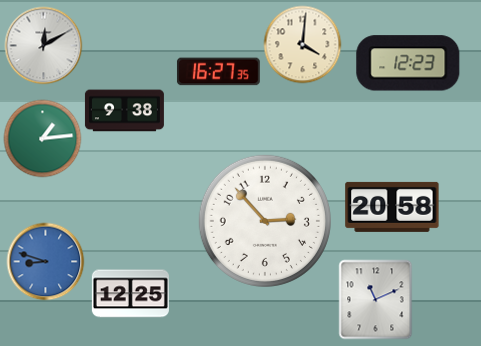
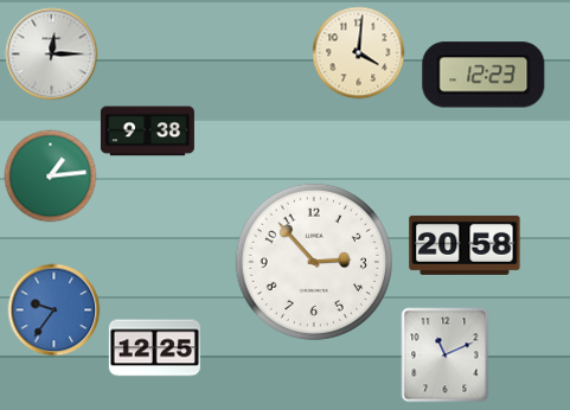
clock at (43, 45): 12:10 -> 12:15
clock at (218, 72): 16:27 -> none
clock at (42, 138) position: (42, 138) -> (50, 175)
clock at (45, 261): 8:48 -> 9:36
